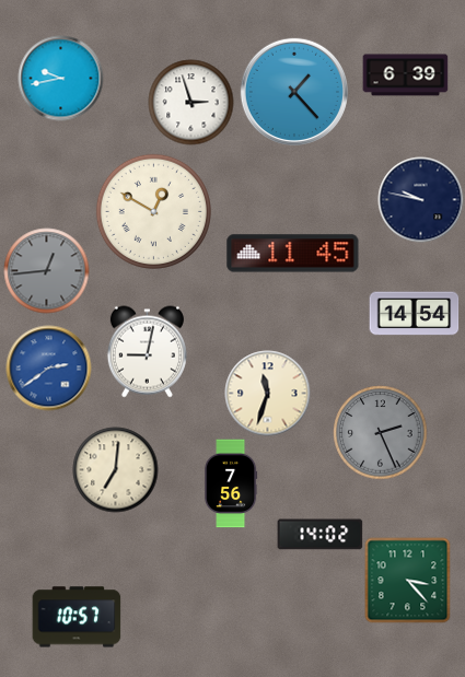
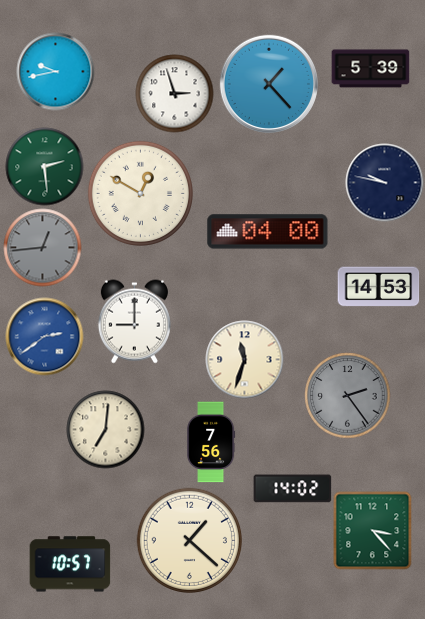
clock at (405, 75): 6:39 -> 5:39
clock at (44, 166): none -> 2:29
clock at (293, 254): 11:45 -> 04:00
clock at (414, 314): 14:54 -> 14:53
clock at (147, 351): 9:02 -> 9:00
clock at (380, 432): 2:26 -> 2:24
clock at (189, 540): none -> 1:22
